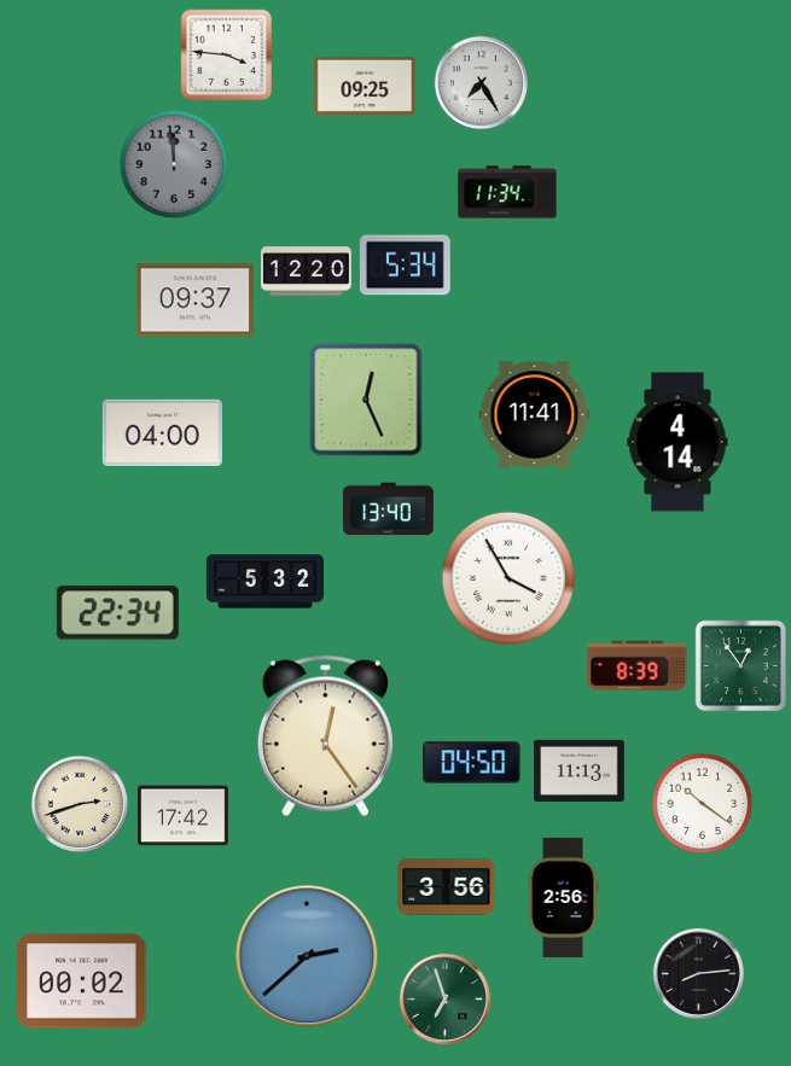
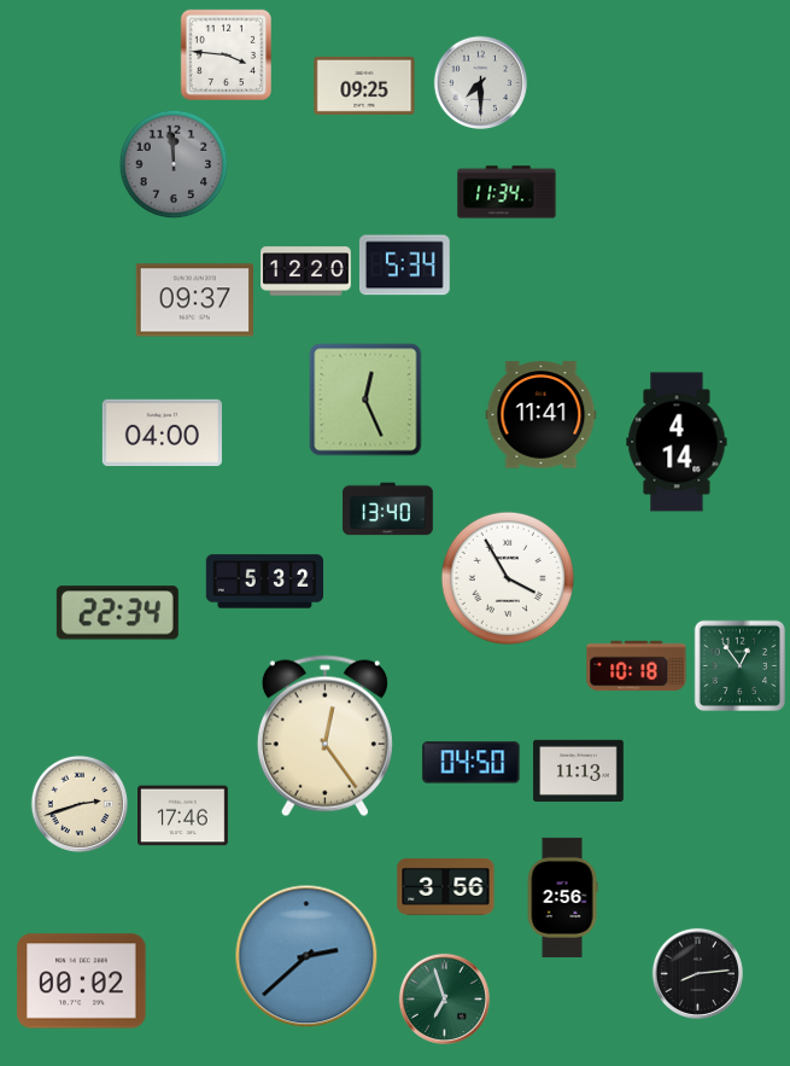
clock at (481, 82): 7:25 -> 7:30
clock at (535, 415) position: (535, 415) -> (542, 415)
clock at (638, 666): 8:39 -> 10:18
clock at (703, 804): 10:21 -> none
clock at (184, 816): 17:42 -> 17:46
